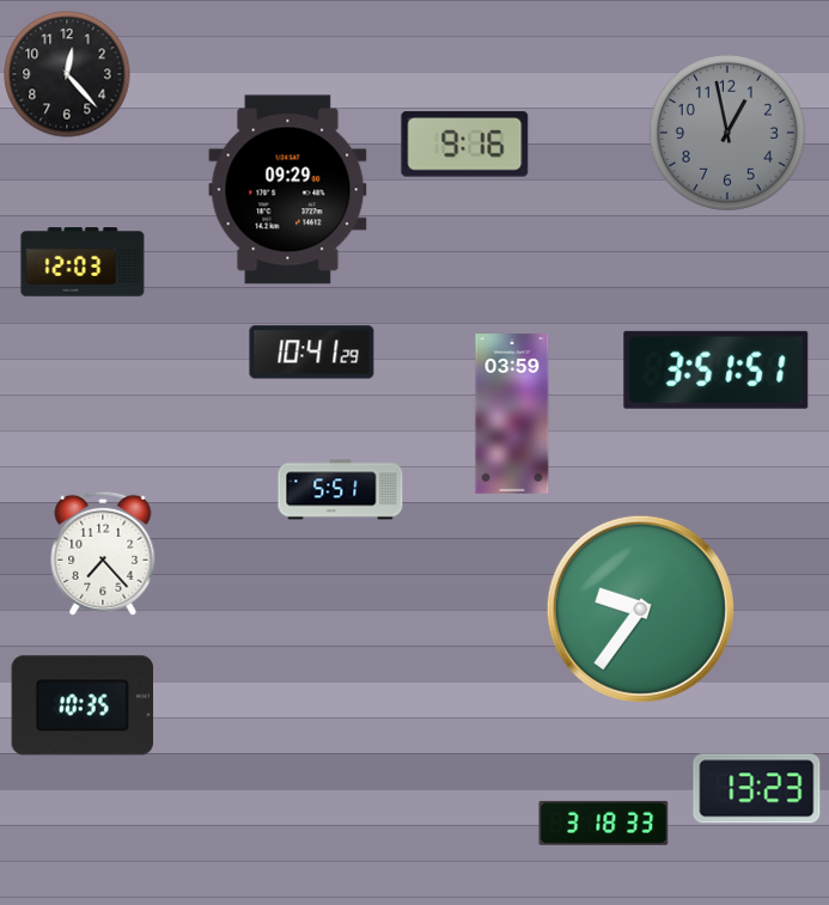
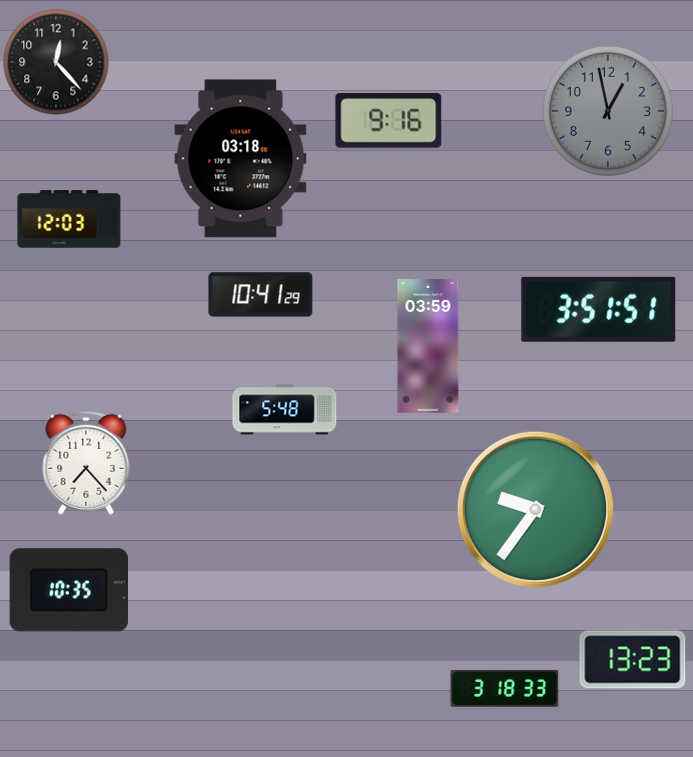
clock at (288, 190): 09:29 -> 03:18
clock at (341, 490): 5:51 -> 5:48
